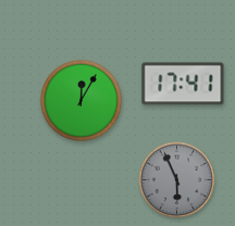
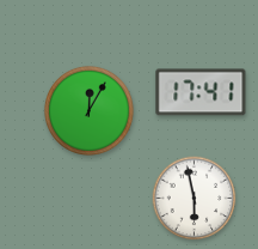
clock at (177, 180): 5:56 -> 5:58
clock at (177, 180) dial: grey -> white
